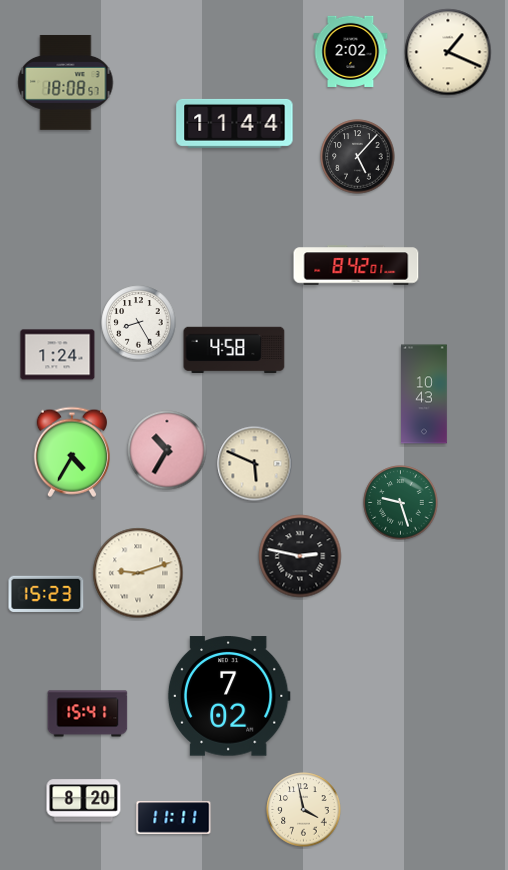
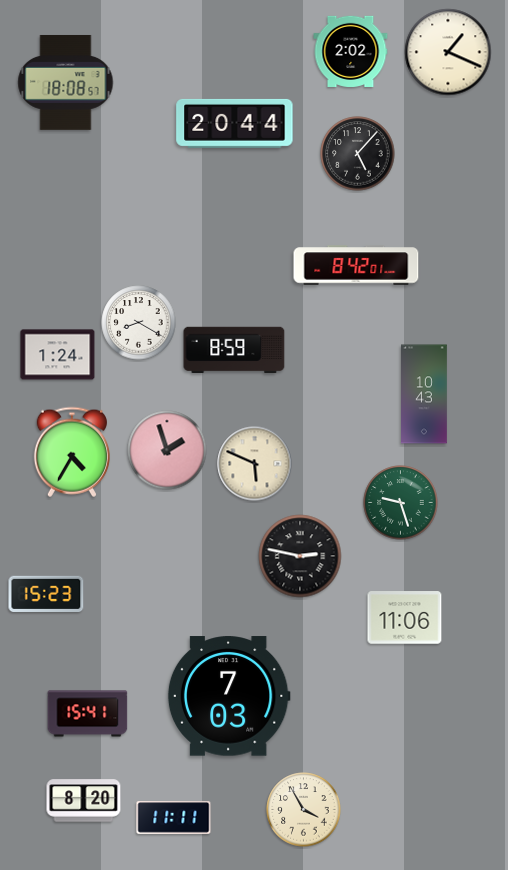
clock at (235, 123): 11:44 -> 20:44
clock at (358, 157) position: (358, 157) -> (358, 154)
clock at (139, 323): 8:25 -> 8:20
clock at (234, 349): 4:58 -> 8:59
clock at (167, 450): 10:35 -> 1:57
clock at (138, 573): 9:12 -> none
clock at (405, 618): none -> 11:06
clock at (229, 696): 7:02 -> 7:03
clock at (304, 810): 3:58 -> 3:55
